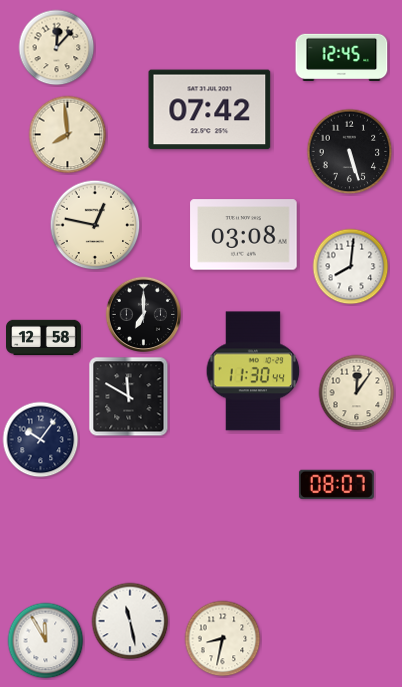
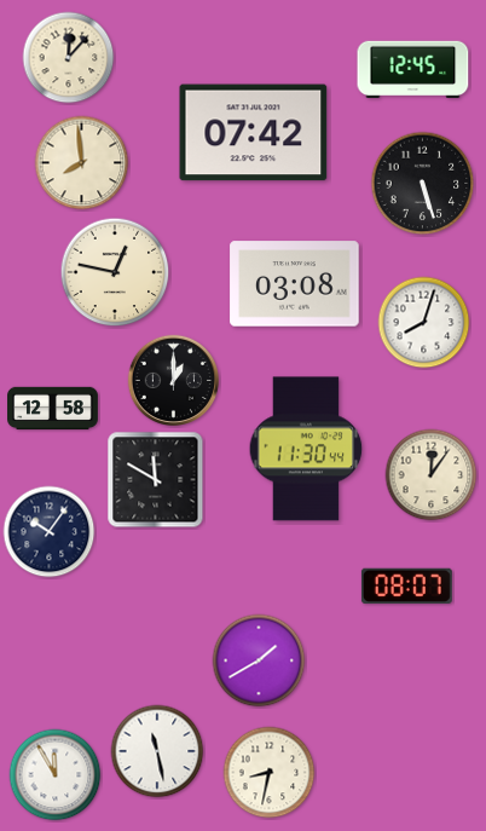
clock at (351, 267): 8:01 -> 8:03
clock at (144, 315): 7:00 -> 1:00
clock at (259, 660): none -> 1:40
